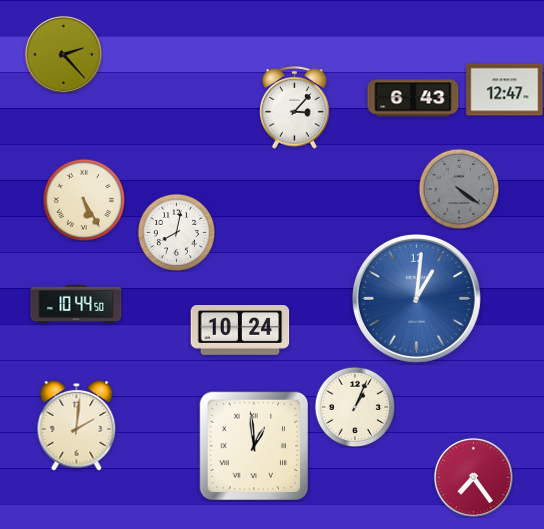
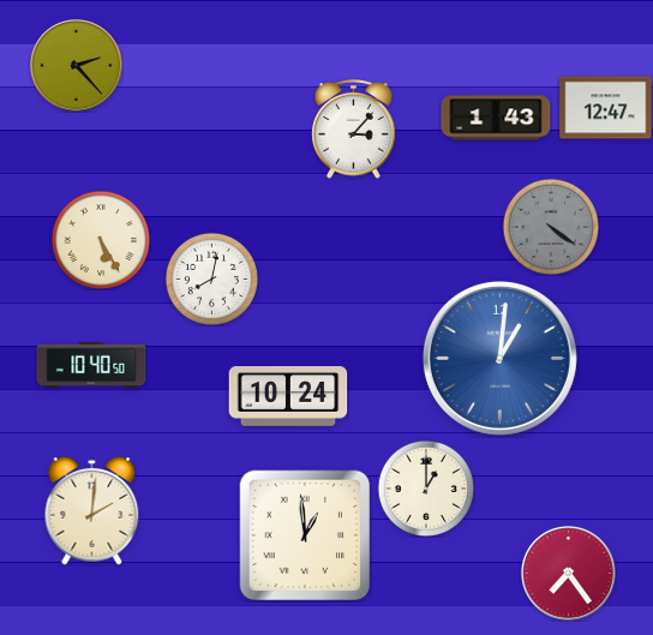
clock at (413, 98): 6:43 -> 1:43
clock at (76, 304): 10:44 -> 10:40
clock at (355, 407): 1:04 -> 1:00
